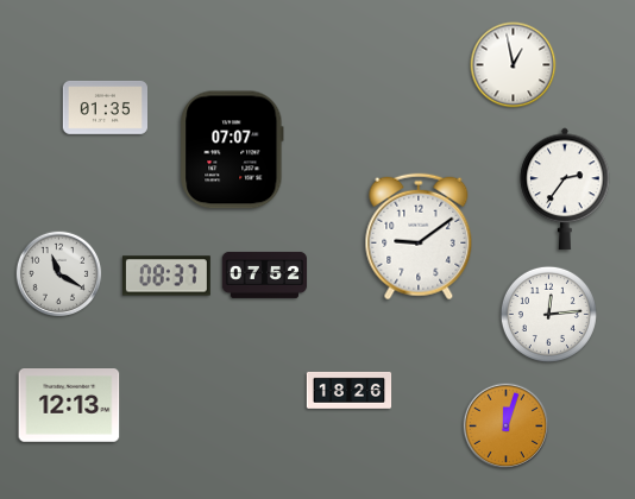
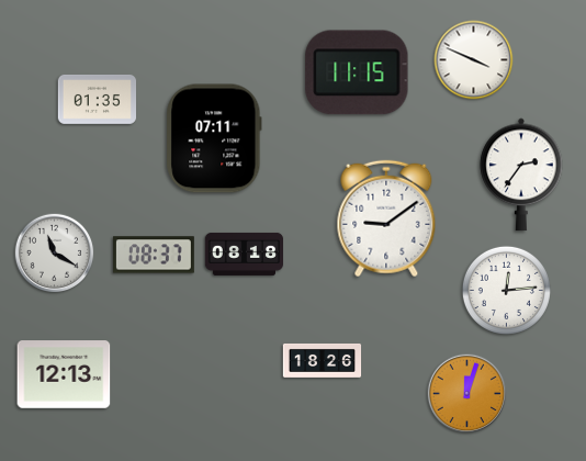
clock at (514, 65): 12:58 -> 3:49
clock at (357, 72): none -> 11:15
clock at (232, 150): 07:07 -> 07:11
clock at (265, 274): 07:52 -> 08:18
